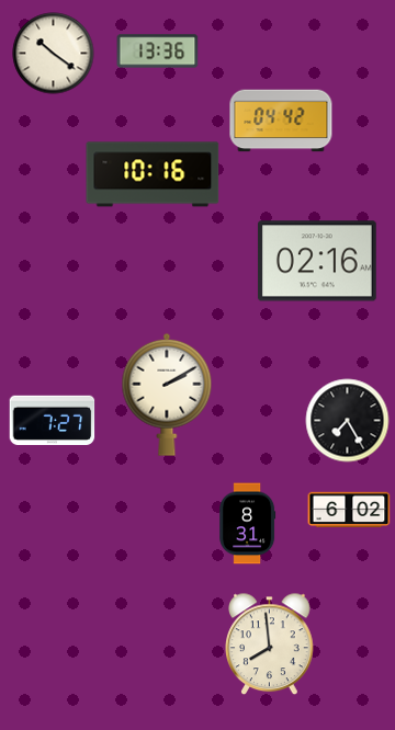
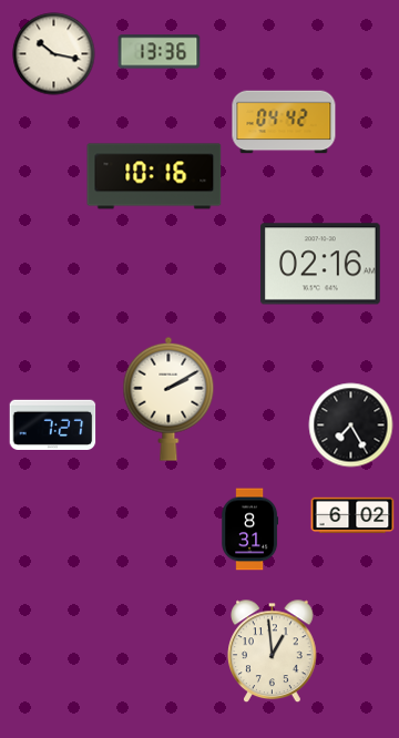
clock at (54, 54): 10:21 -> 10:17
clock at (270, 645): 7:59 -> 12:59
